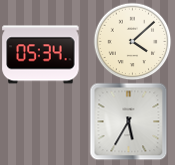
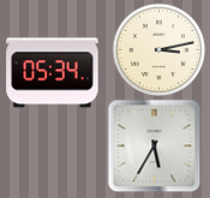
clock at (132, 41): 4:08 -> 3:13
clock at (41, 55) position: (41, 55) -> (53, 73)
